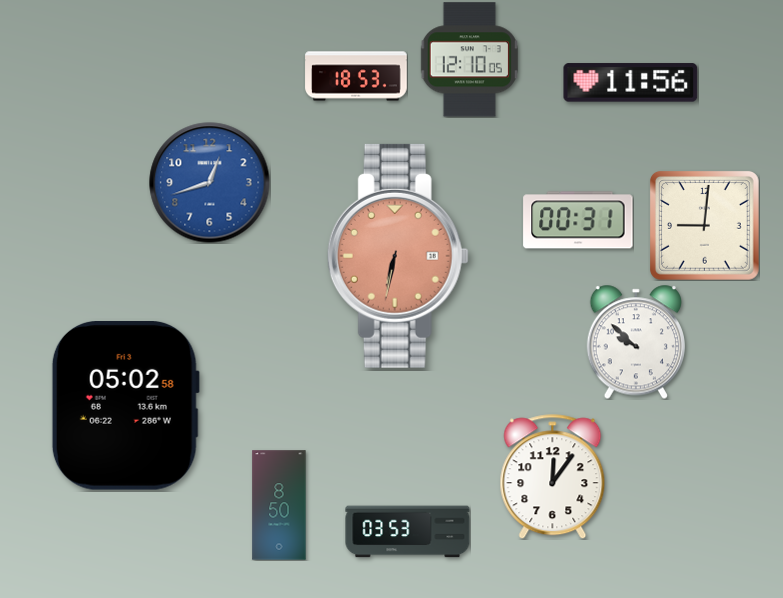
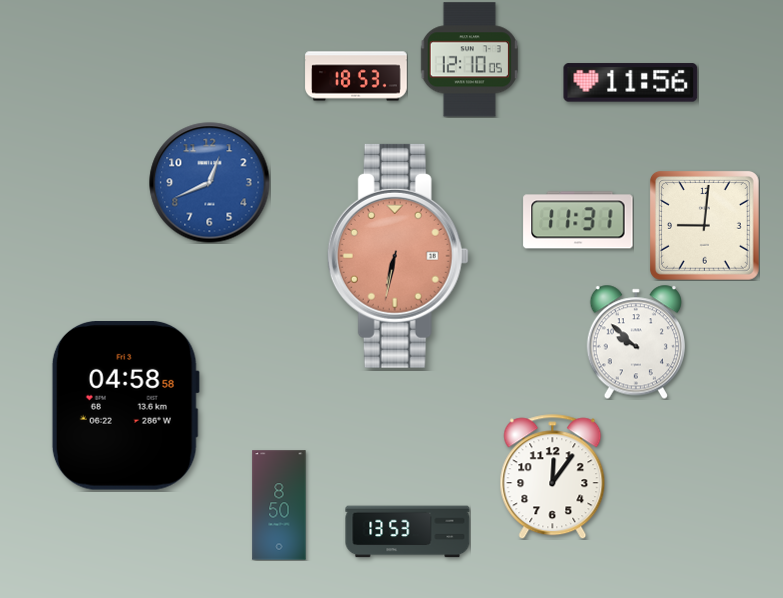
clock at (210, 183): 12:42 -> 12:41
clock at (578, 220): 00:31 -> 11:31
clock at (125, 406): 05:02 -> 04:58
clock at (408, 532): 03:53 -> 13:53
